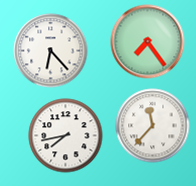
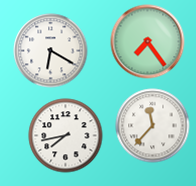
clock at (51, 51): 6:23 -> 6:20
